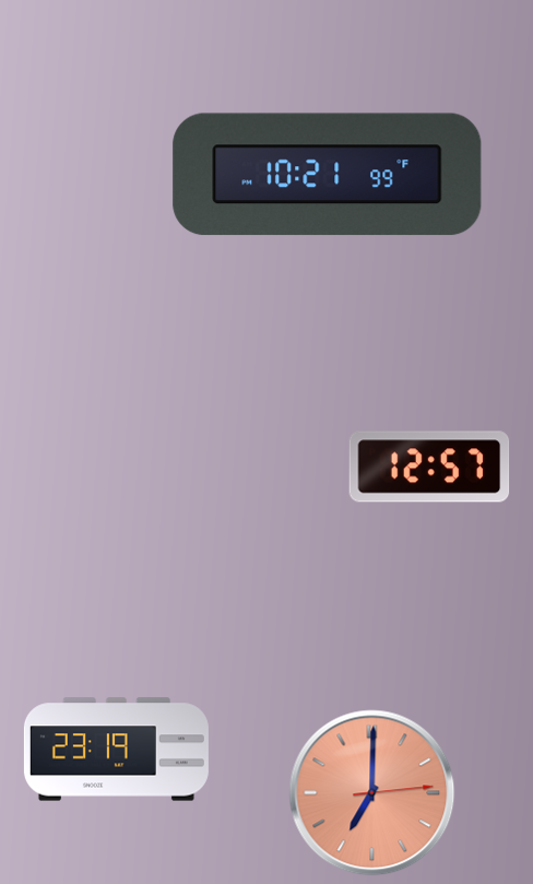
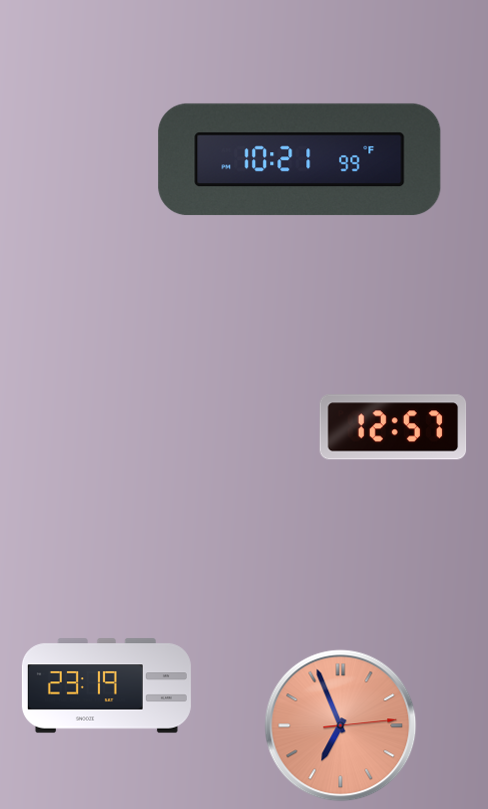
clock at (372, 793): 7:00 -> 6:56
